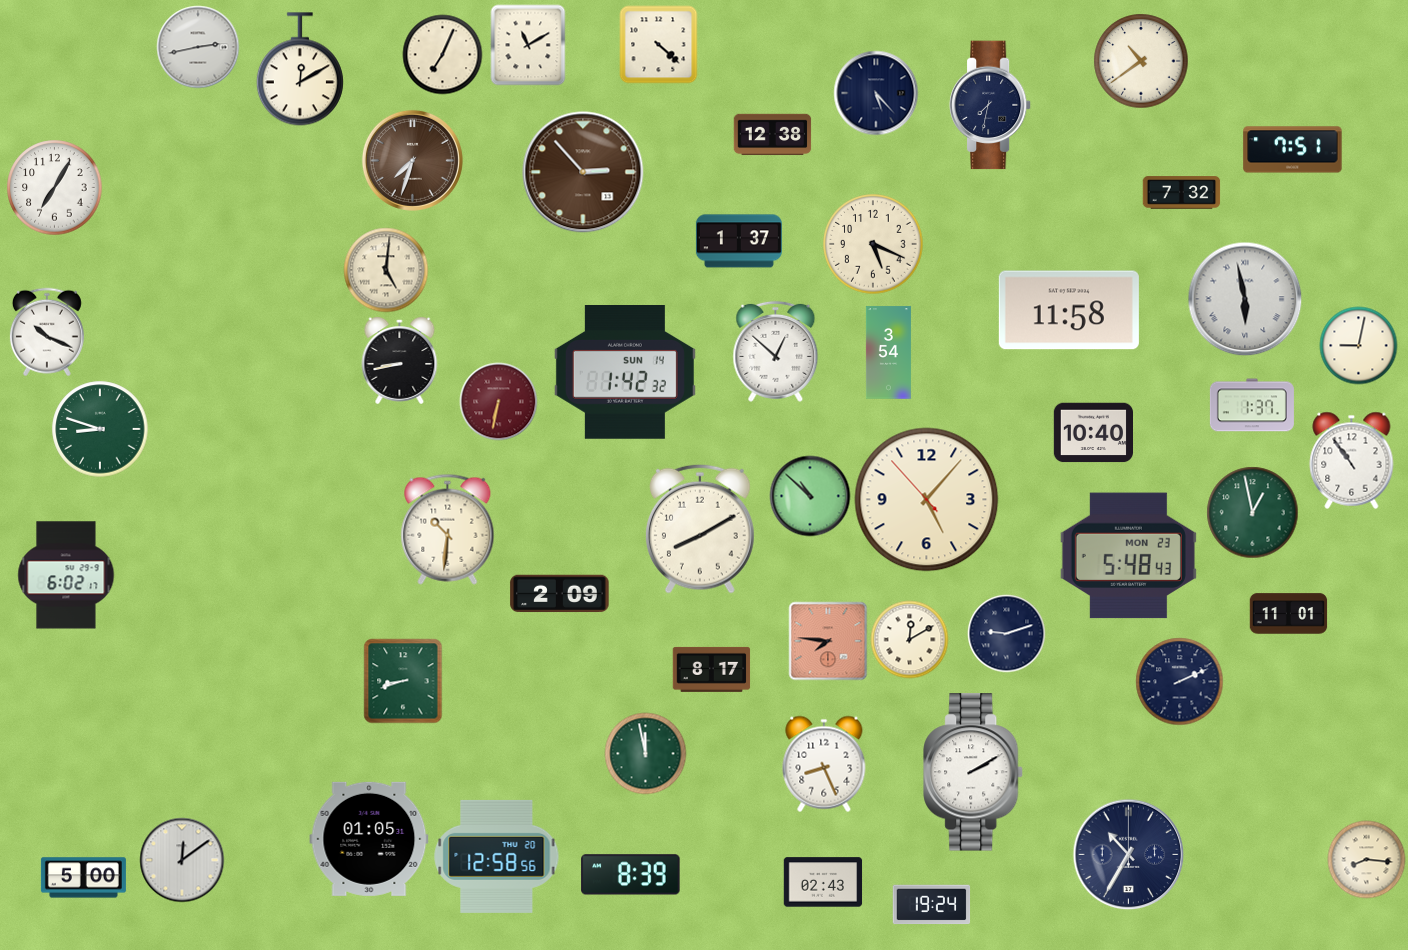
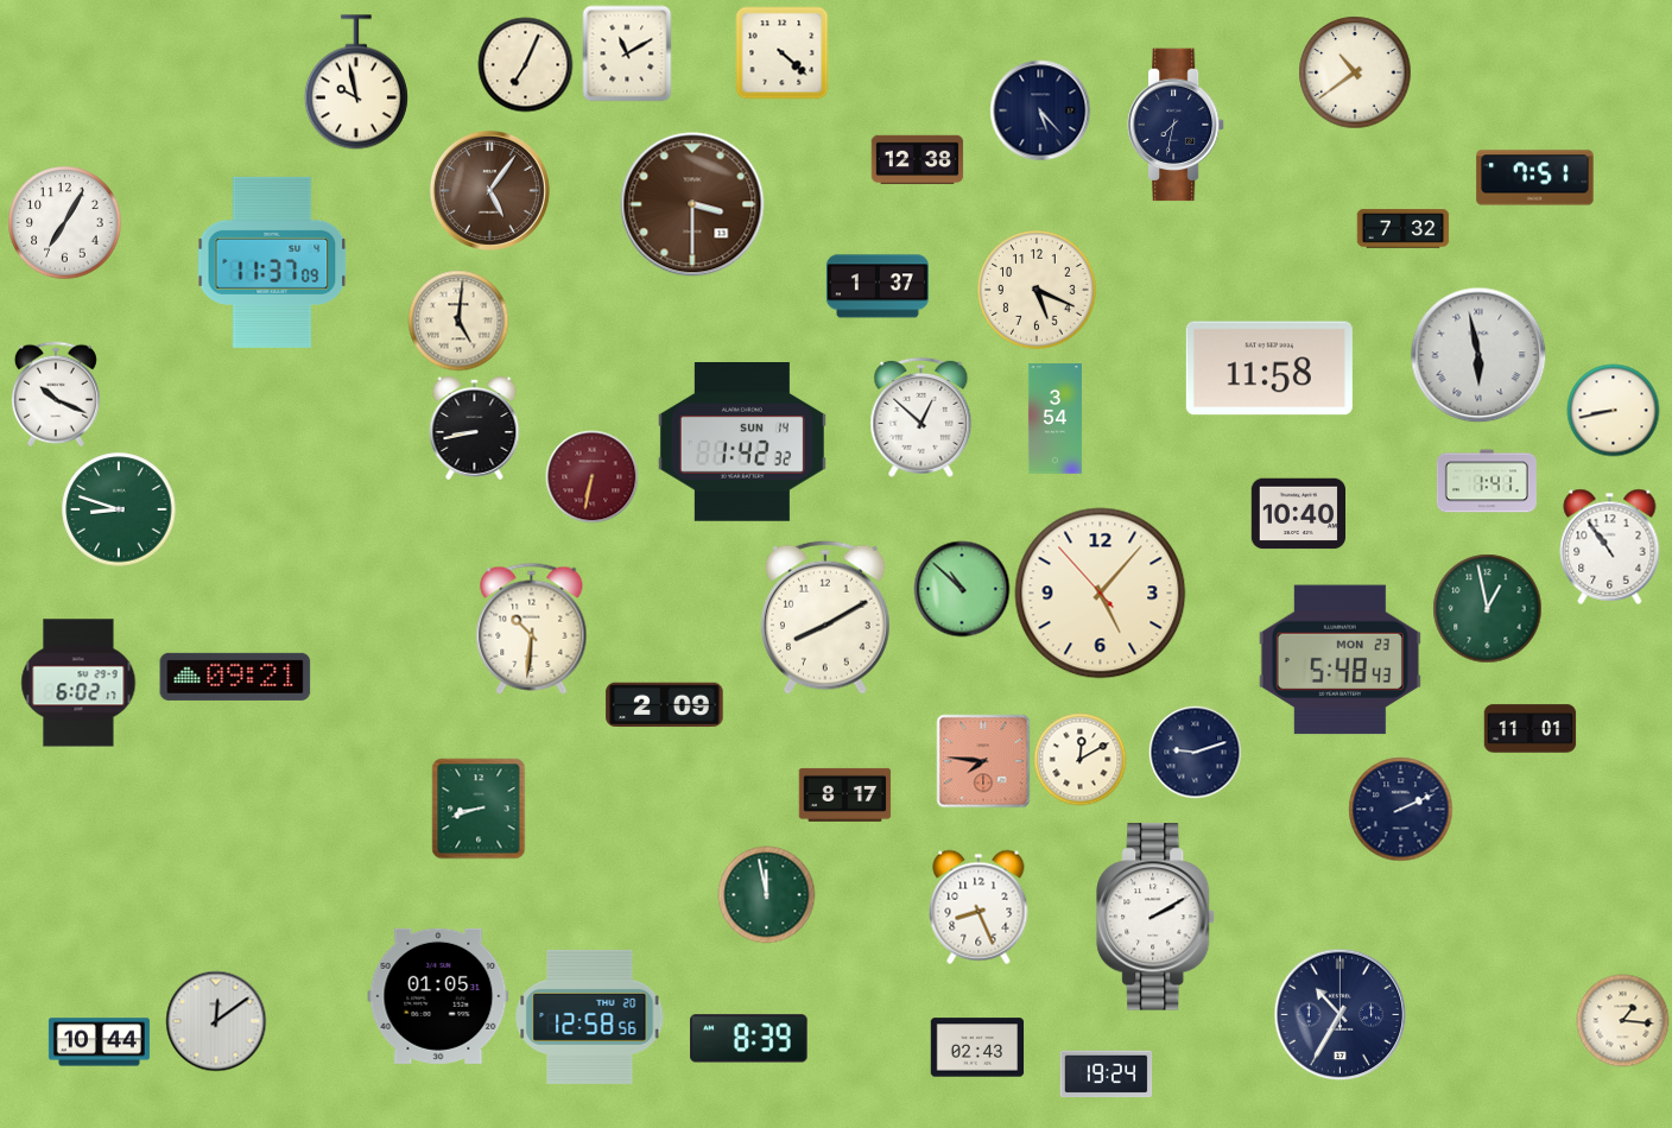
clock at (198, 47): 2:43 -> none
clock at (300, 69): 12:10 -> 9:58
clock at (412, 160): 7:33 -> 5:06
clock at (583, 172): 2:53 -> 3:30
clock at (272, 262): none -> 11:37
clock at (1358, 345): 9:02 -> 8:43
clock at (1252, 405): 1:37 -> 1:41
clock at (1352, 460) position: (1352, 460) -> (1610, 546)
clock at (700, 529) position: (700, 529) -> (825, 617)
clock at (235, 677): none -> 09:21
clock at (1366, 859): 8:16 -> 1:16
clock at (83, 878): 5:00 -> 10:44
